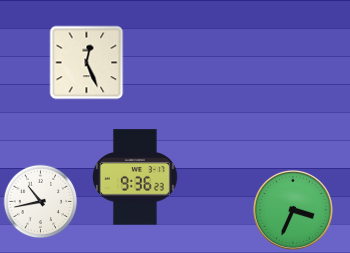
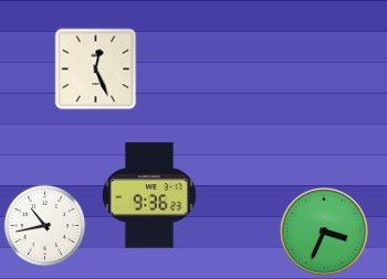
clock at (41, 202) position: (41, 202) -> (45, 226)
